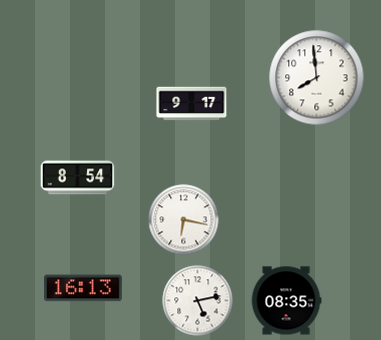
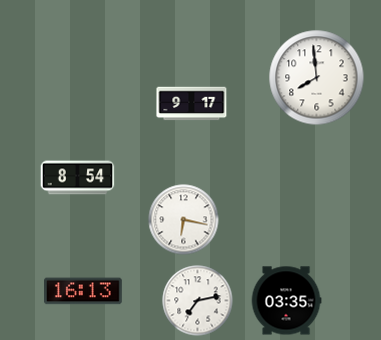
clock at (84, 288) position: (84, 288) -> (84, 291)
clock at (198, 301): 5:13 -> 7:13
clock at (286, 301): 08:35 -> 03:35
